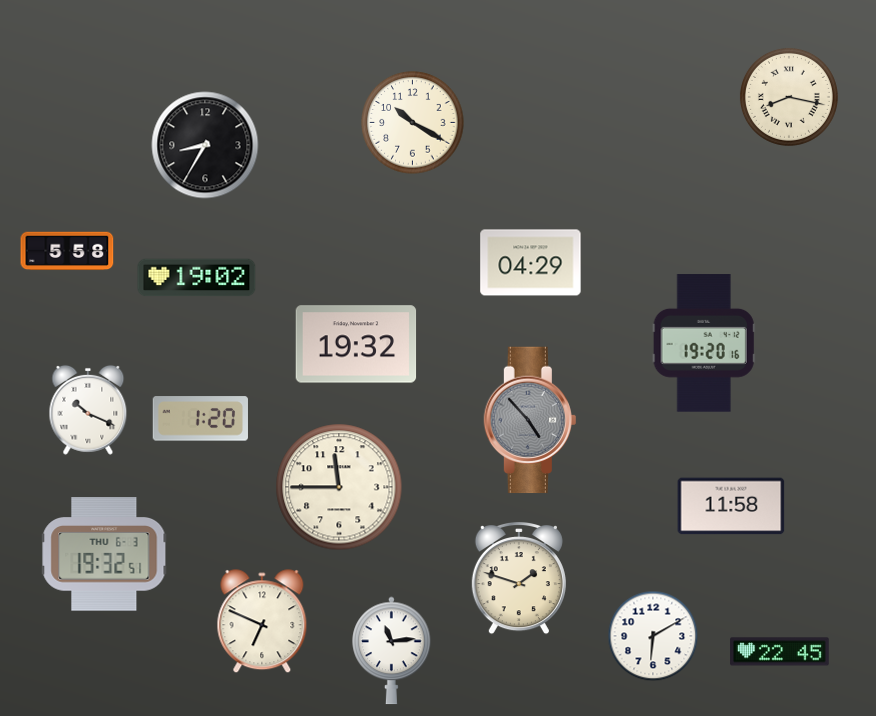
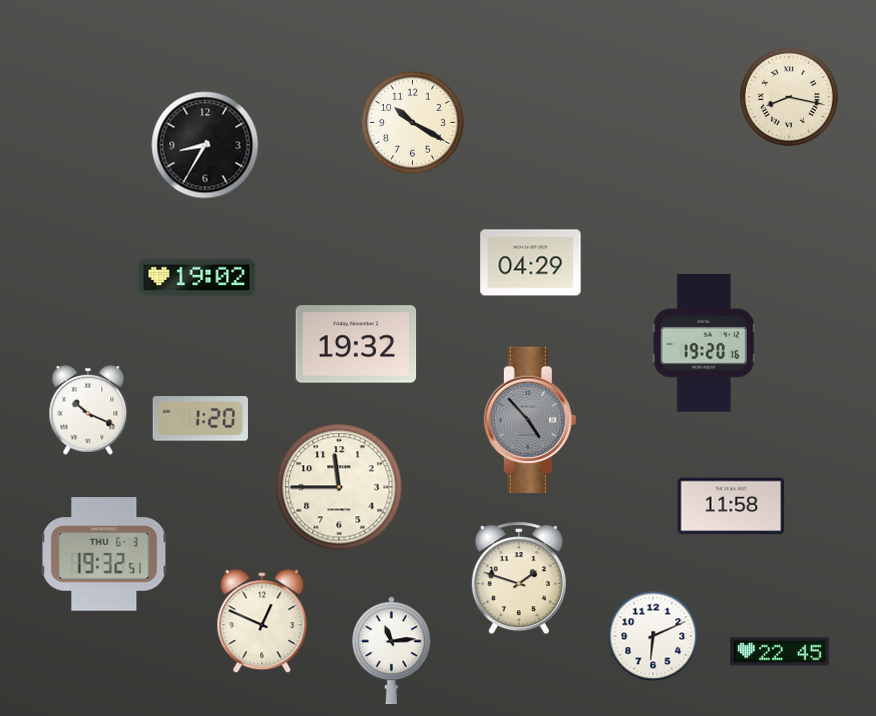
clock at (67, 251): 5:58 -> none
clock at (262, 622): 6:49 -> 12:49
clock at (653, 636): 6:10 -> 6:11
